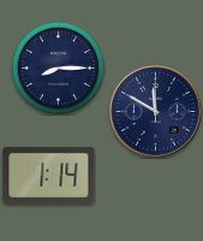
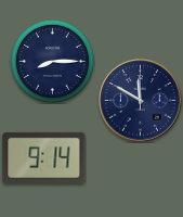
clock at (49, 175): 1:14 -> 9:14
